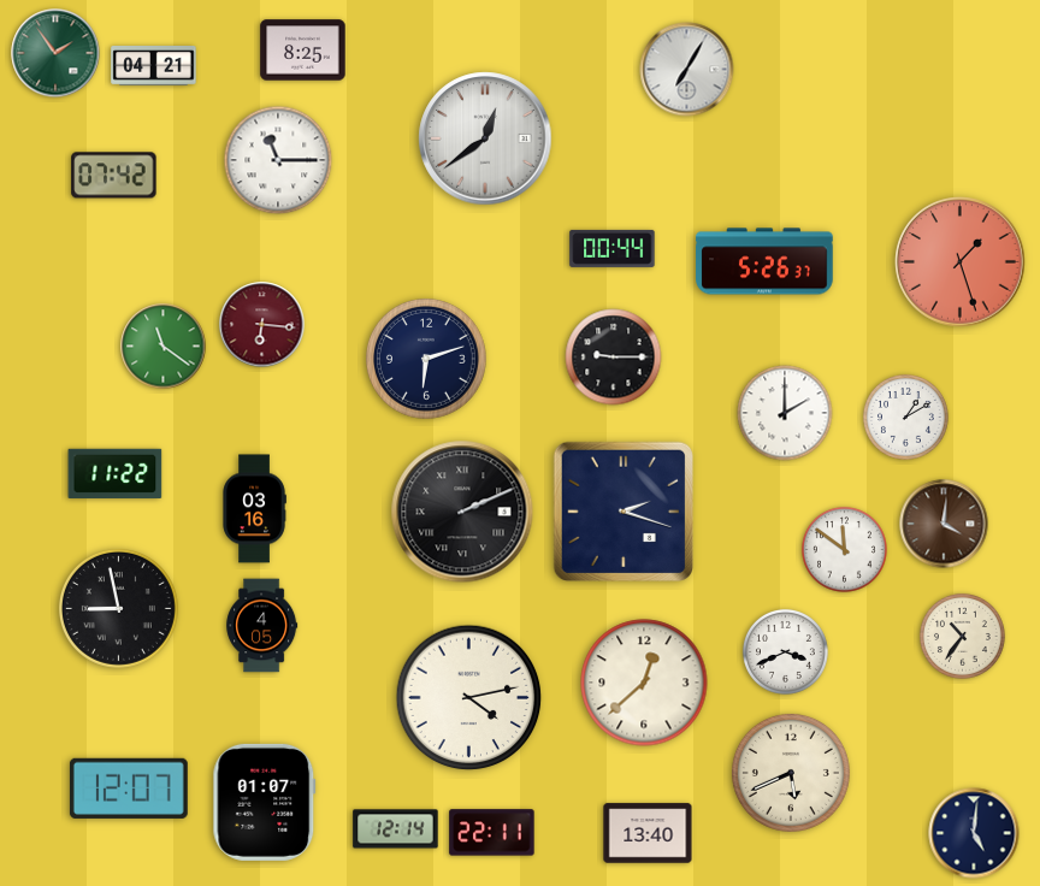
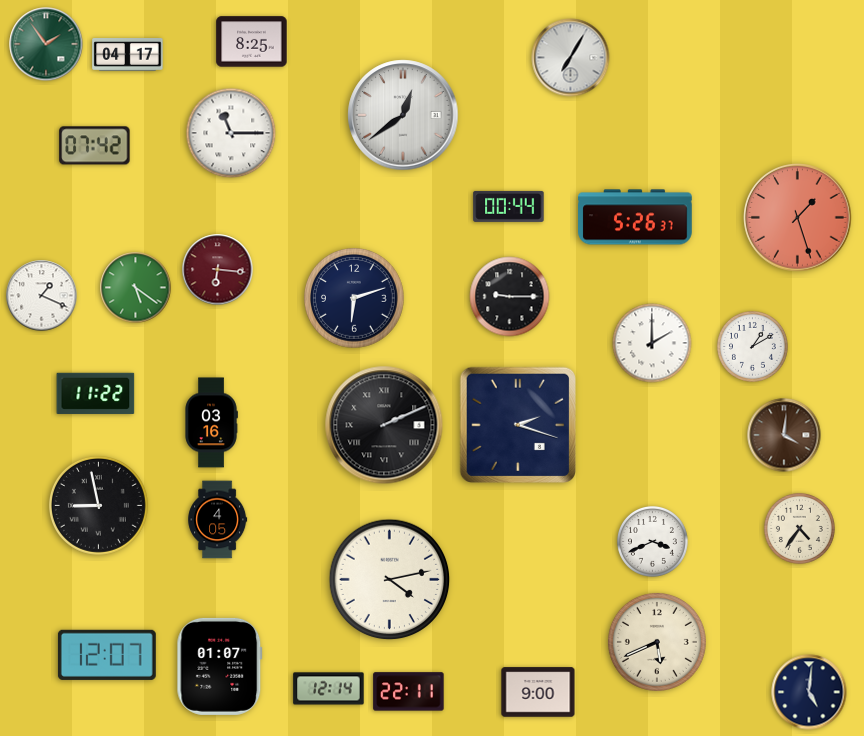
clock at (154, 66): 04:21 -> 04:17
clock at (164, 347): 11:21 -> 5:21
clock at (42, 296): none -> 1:19
clock at (844, 549): 11:51 -> none
clock at (962, 636): 10:36 -> 4:36
clock at (644, 683): 12:38 -> none
clock at (648, 833): 13:40 -> 9:00
